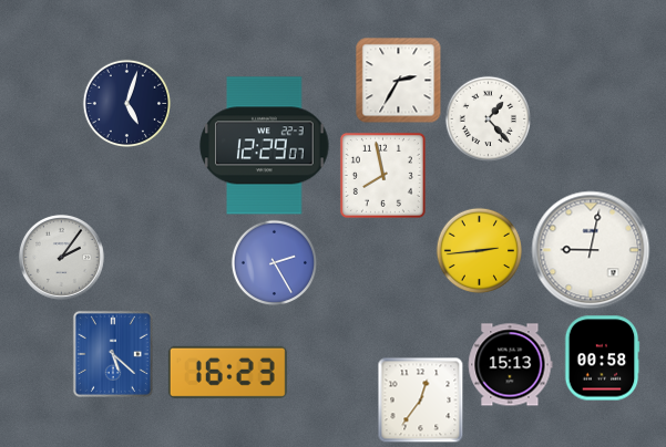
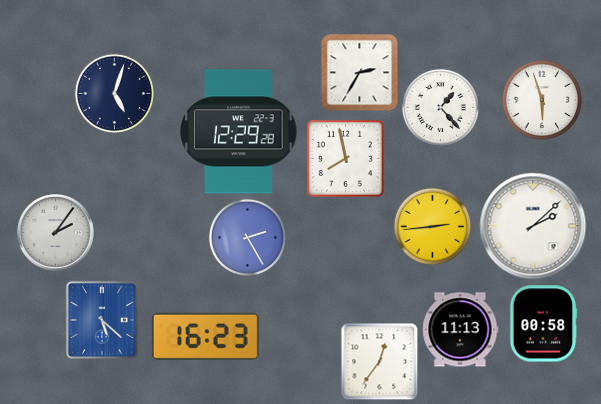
clock at (541, 99): none -> 5:57
clock at (265, 146): 12:29:07 -> 12:29:28
clock at (591, 250): 9:02 -> 2:08
clock at (511, 365): 15:13 -> 11:13
